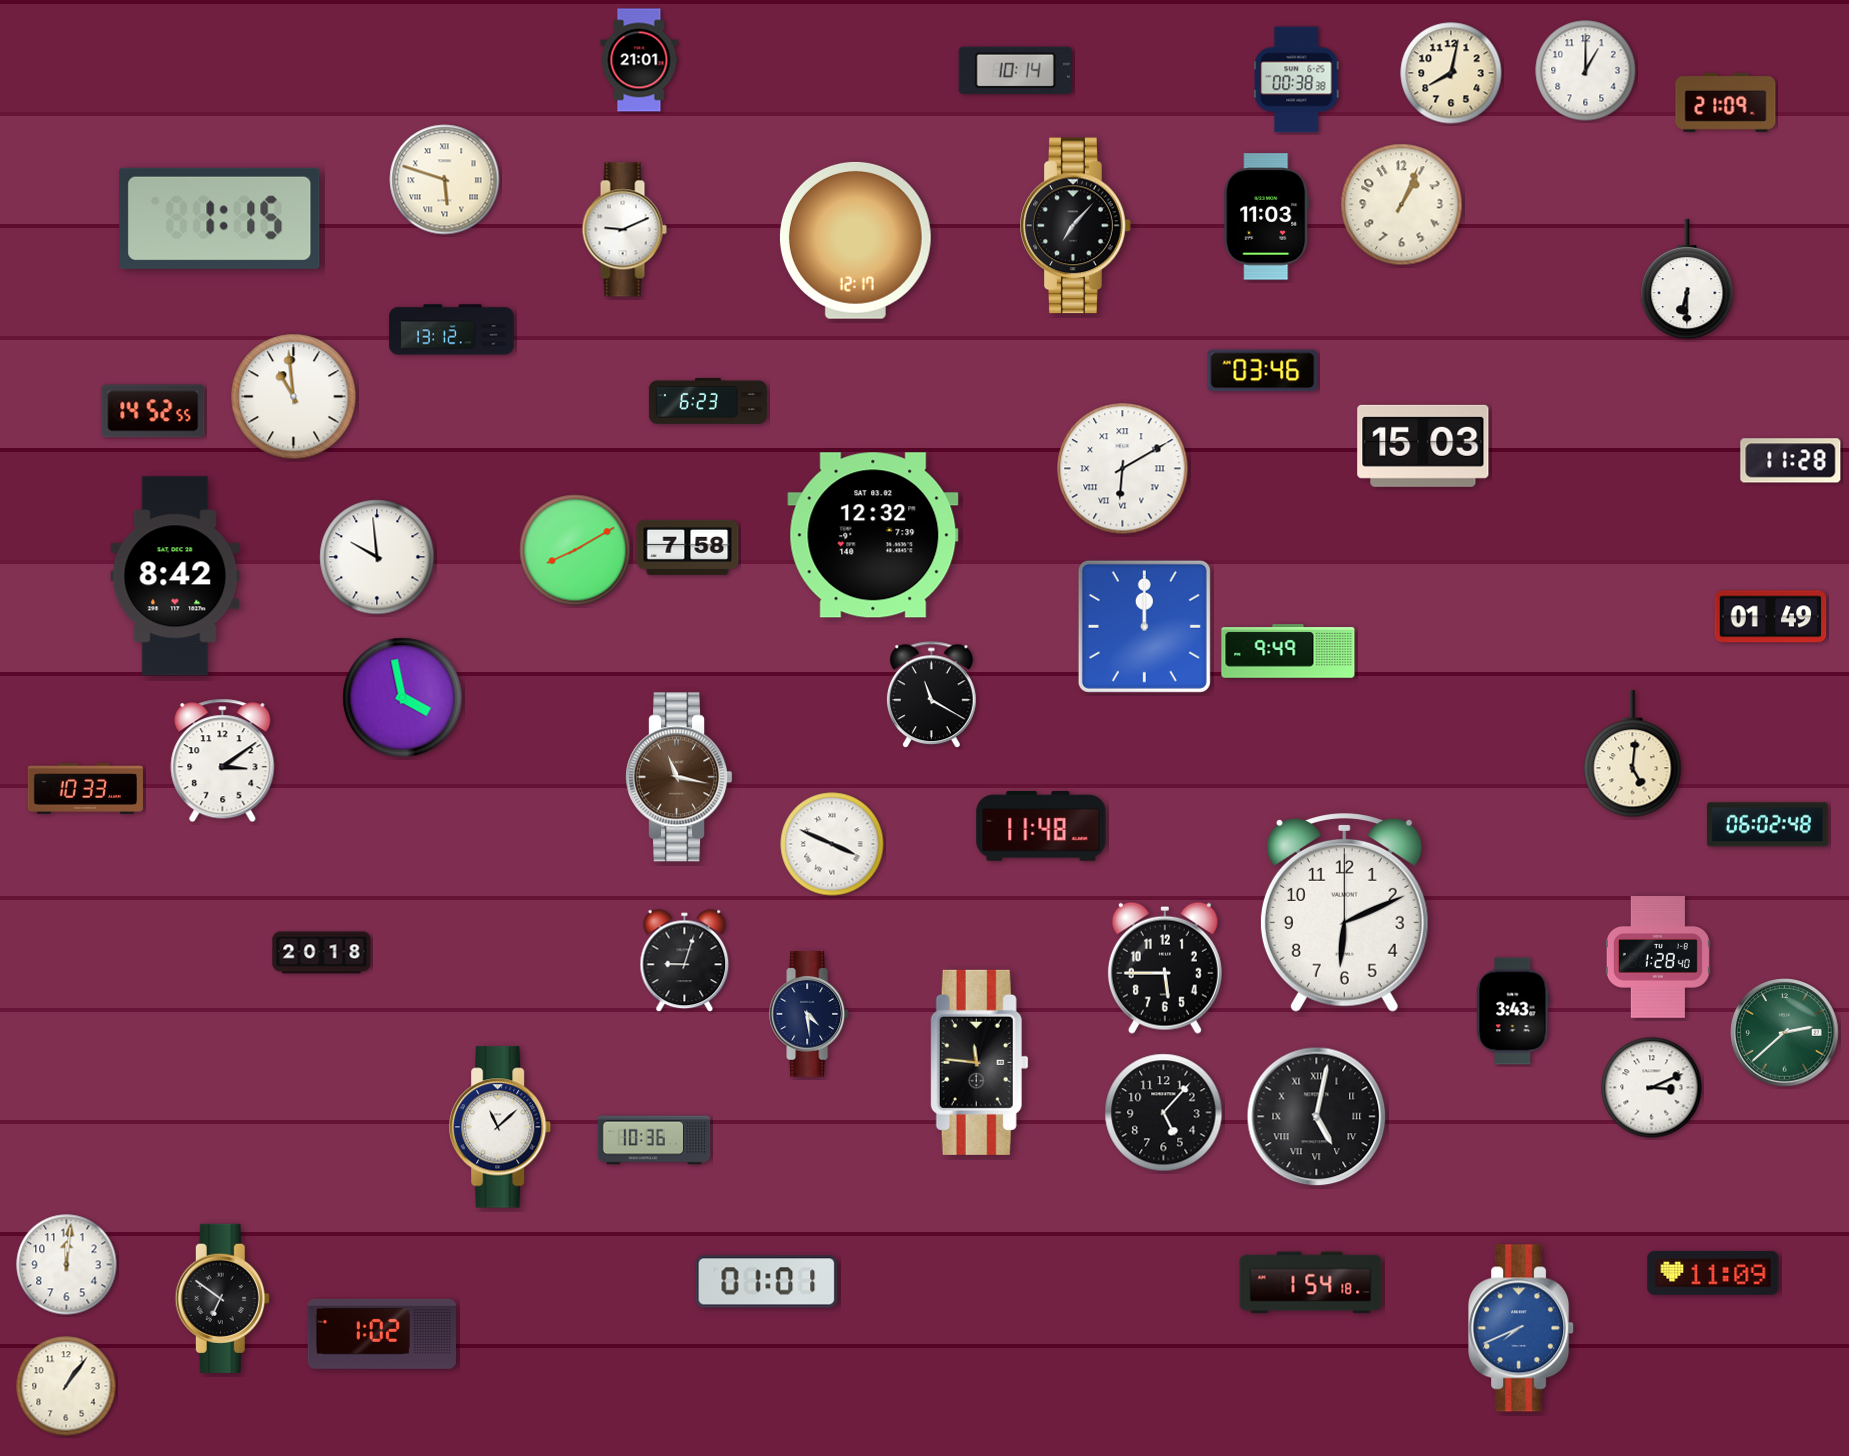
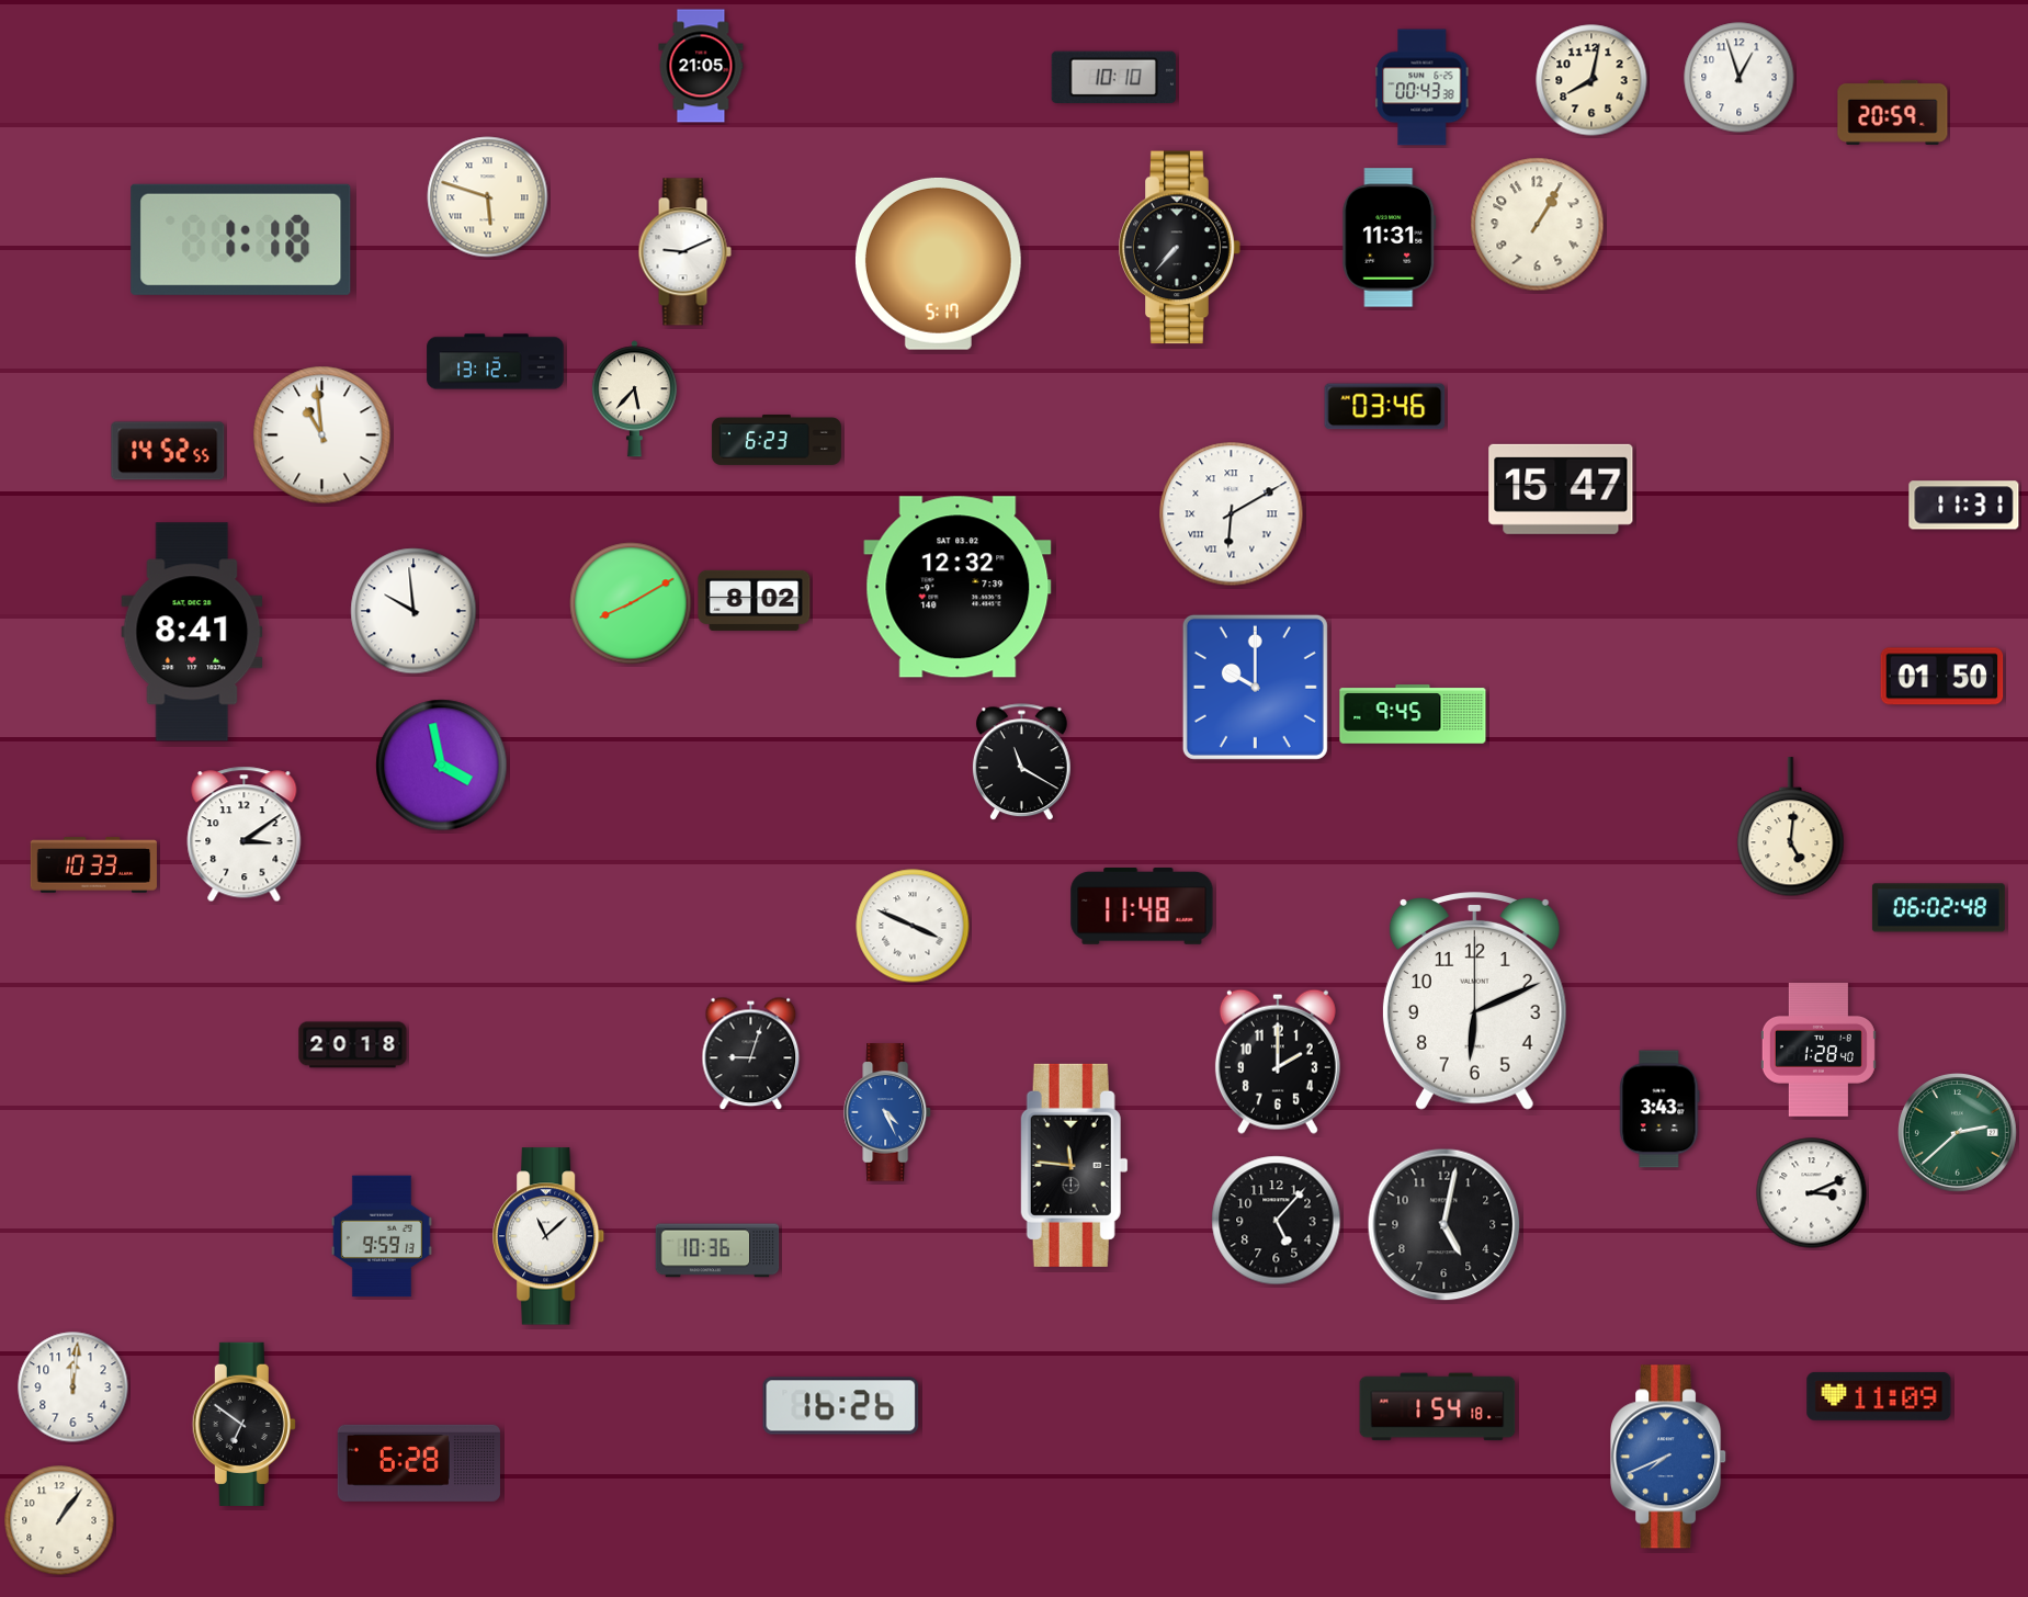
clock at (639, 60): 21:01 -> 21:05
clock at (1015, 71): 10:14 -> 10:10
clock at (1586, 71): 1:00 -> 12:57
clock at (1297, 80): 00:38 -> 00:43
clock at (1726, 102): 21:09 -> 20:59
clock at (1402, 205): 1:04 -> 1:05
clock at (1267, 217): 11:03 -> 11:31
clock at (220, 218): 1:15 -> 1:18
clock at (1076, 226): 7:07 -> 7:37
clock at (855, 240): 12:17 -> 5:17
clock at (1687, 279): 6:30 -> none
clock at (634, 399): none -> 5:37
clock at (1423, 446): 15:03 -> 15:47
clock at (1791, 461): 11:28 -> 11:31
clock at (688, 547): 7:58 -> 8:02
clock at (175, 576): 8:42 -> 8:41
clock at (1771, 617): 01:49 -> 01:50
clock at (1144, 626): 12:00 -> 10:00
clock at (1288, 651): 9:49 -> 9:45
clock at (679, 777): 11:17 -> none
clock at (1767, 825) position: (1767, 825) -> (1938, 908)
clock at (1165, 968): 5:45 -> 2:00
clock at (809, 1014): 4:29 -> 4:26
clock at (809, 1014) dial: navy -> blue
clock at (1317, 1117) numerals: Roman -> Arabic
clock at (382, 1236): none -> 9:59
clock at (767, 1282): 01:01 -> 16:26
clock at (382, 1334): 1:02 -> 6:28
clock at (66, 1386) position: (66, 1386) -> (59, 1520)
